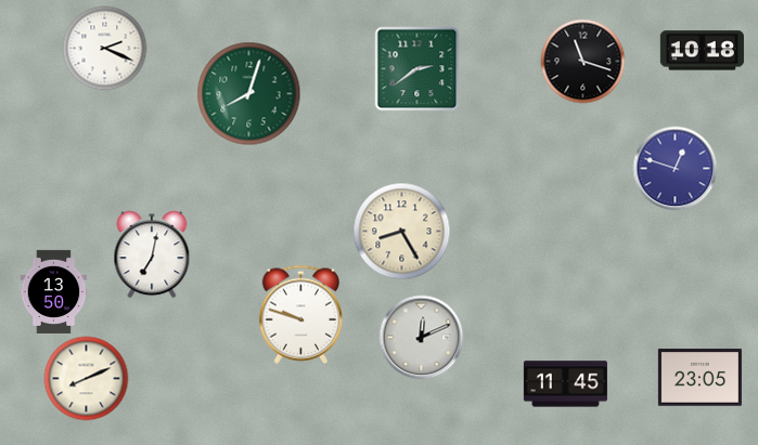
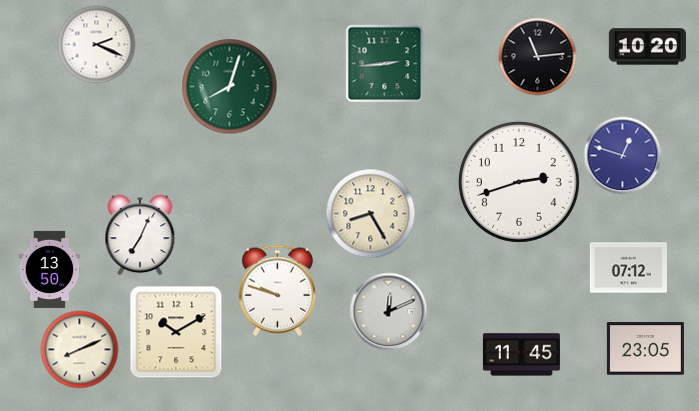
clock at (702, 51): 10:18 -> 10:20
clock at (582, 61): 11:18 -> 11:14
clock at (416, 68): 2:39 -> 2:44
clock at (519, 182): none -> 2:42
clock at (152, 254): 7:02 -> 7:04
clock at (628, 268): none -> 07:12
clock at (176, 332): none -> 10:10
